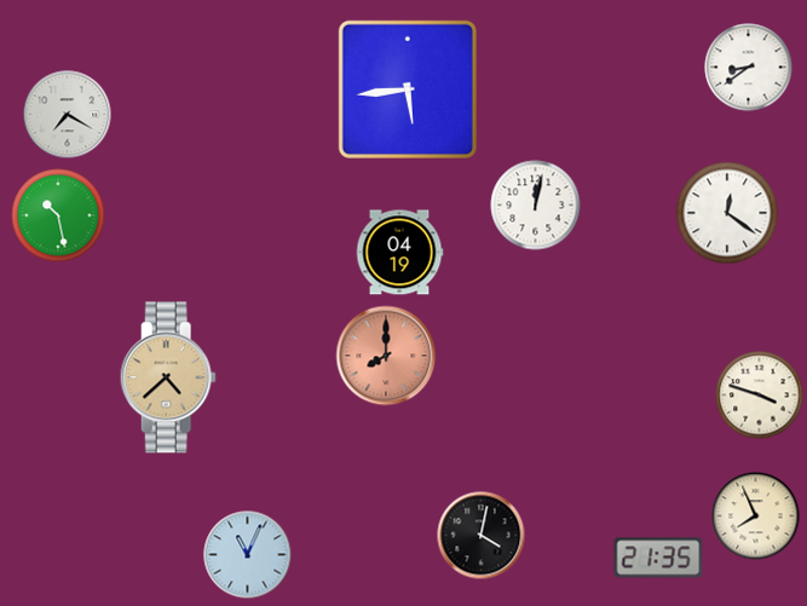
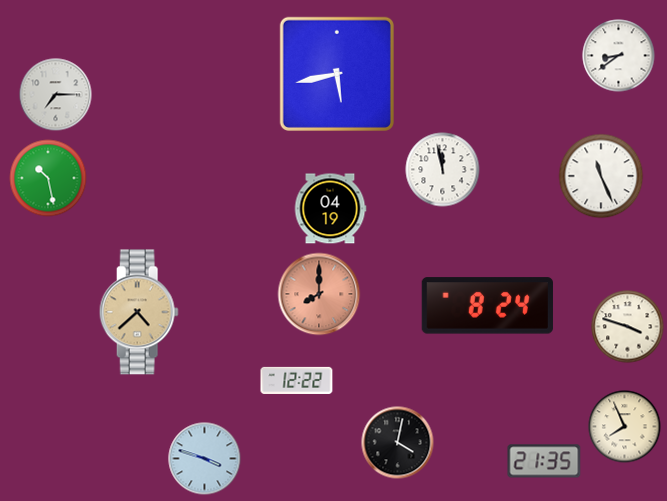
clock at (408, 90): 5:44 -> 5:43
clock at (68, 115): 7:20 -> 7:15
clock at (536, 206): 12:02 -> 11:58
clock at (727, 213): 12:21 -> 11:26
clock at (487, 306): none -> 8:24
clock at (297, 380): none -> 12:22
clock at (248, 555): 11:04 -> 3:48
